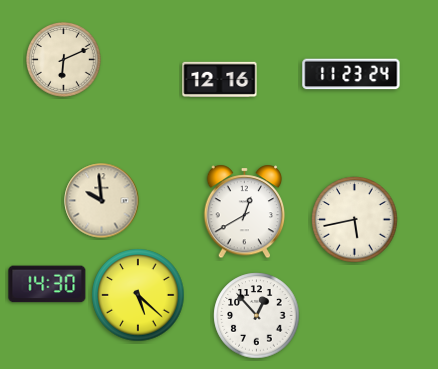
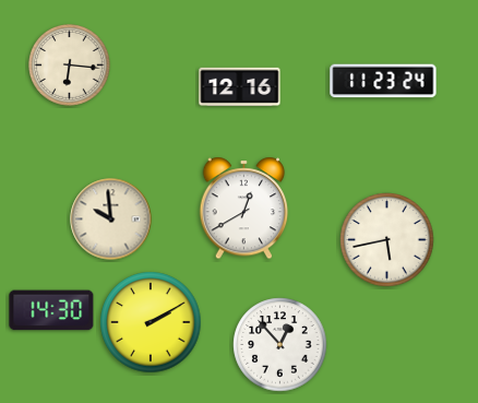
clock at (64, 60): 6:11 -> 6:16
clock at (245, 212) position: (245, 212) -> (244, 209)
clock at (138, 295): 5:22 -> 2:10
